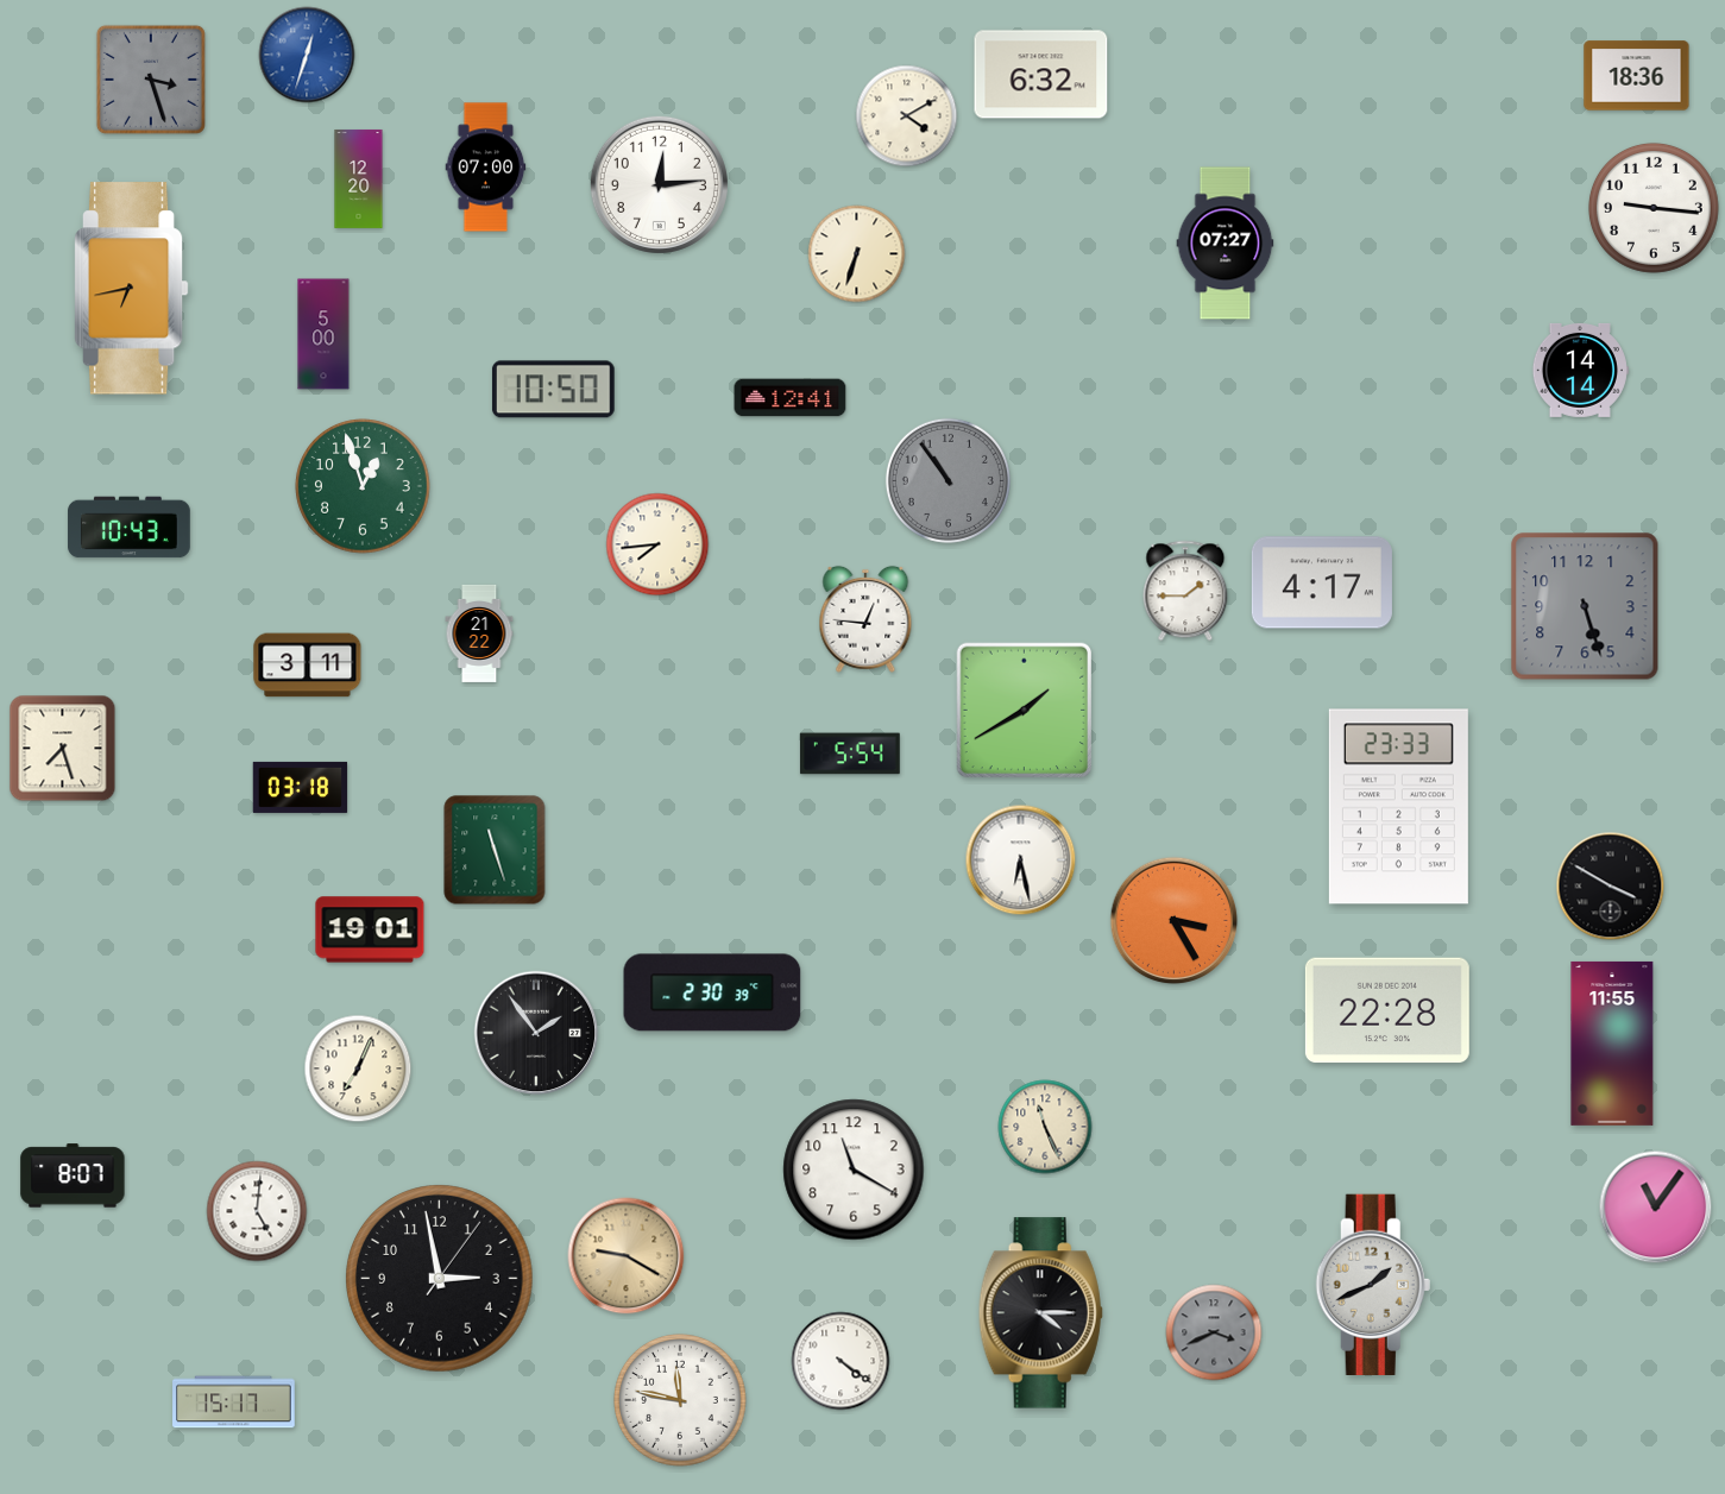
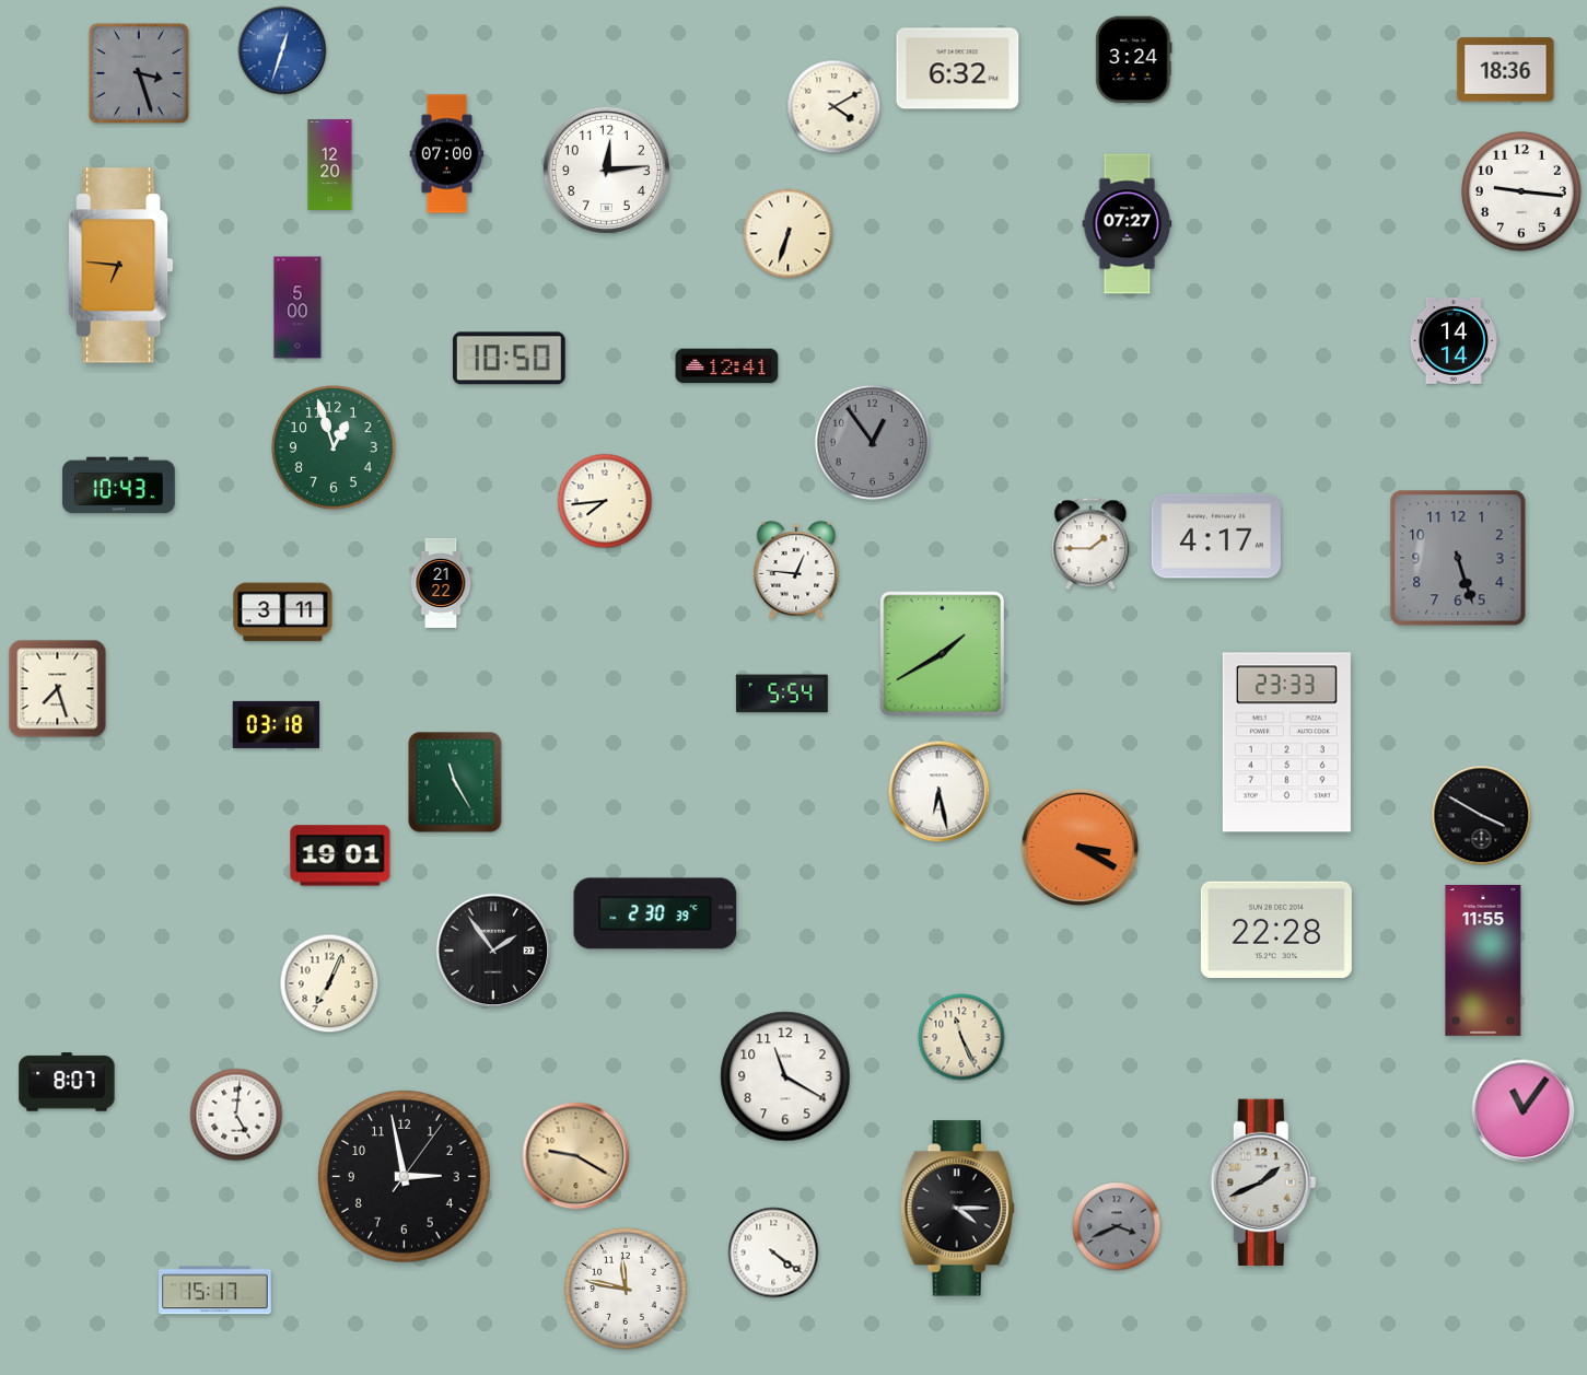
clock at (1134, 60): none -> 3:24
clock at (131, 289): 6:43 -> 6:46
clock at (948, 480): 10:54 -> 12:54
clock at (495, 850): 11:27 -> 11:25
clock at (1175, 921): 3:25 -> 3:20
